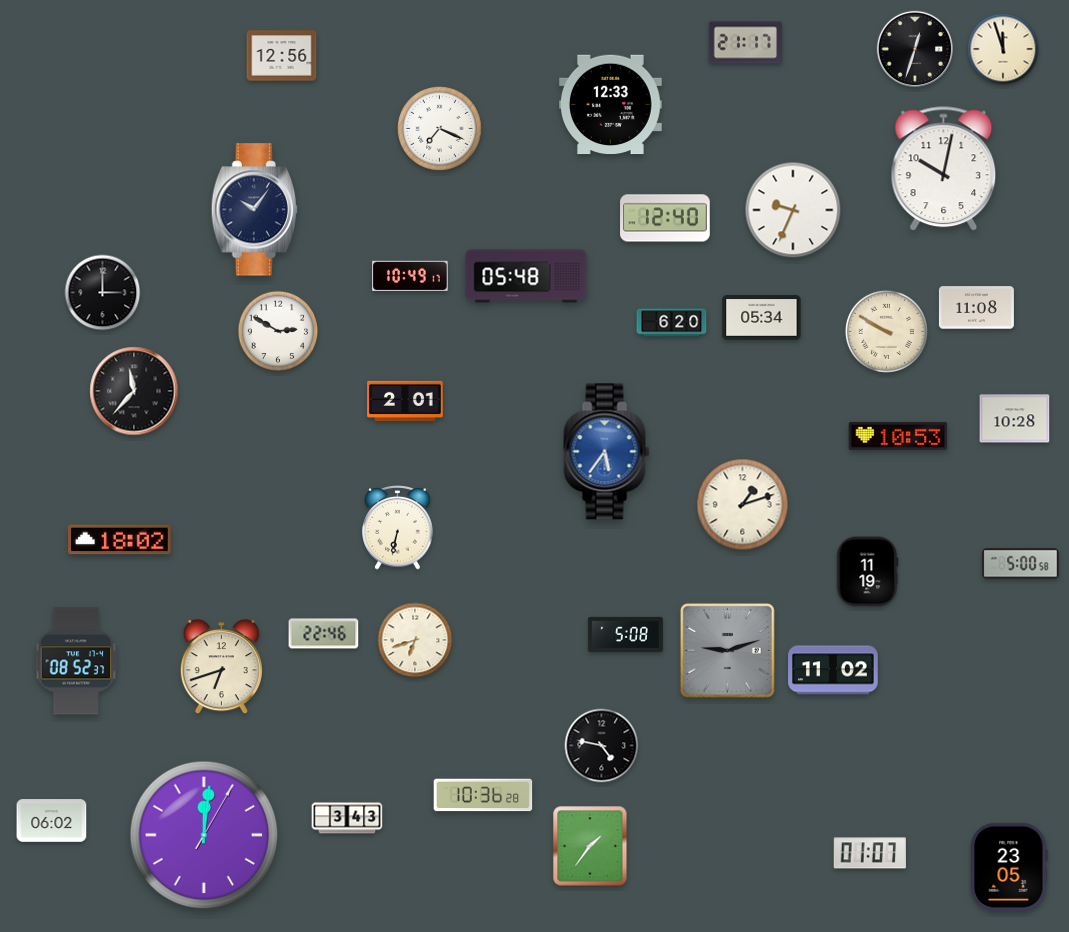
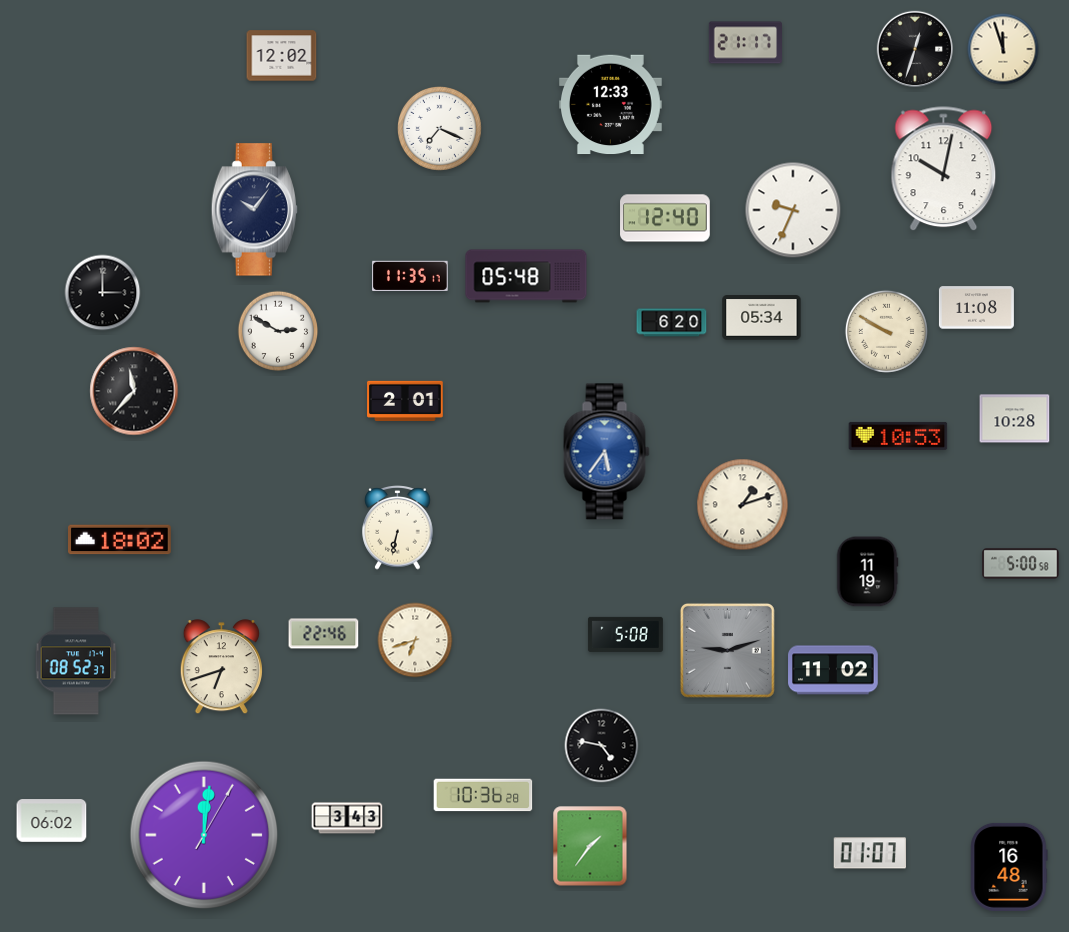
clock at (282, 56): 12:56 -> 12:02
clock at (411, 276): 10:49 -> 11:35
clock at (1009, 867): 23:05 -> 16:48
